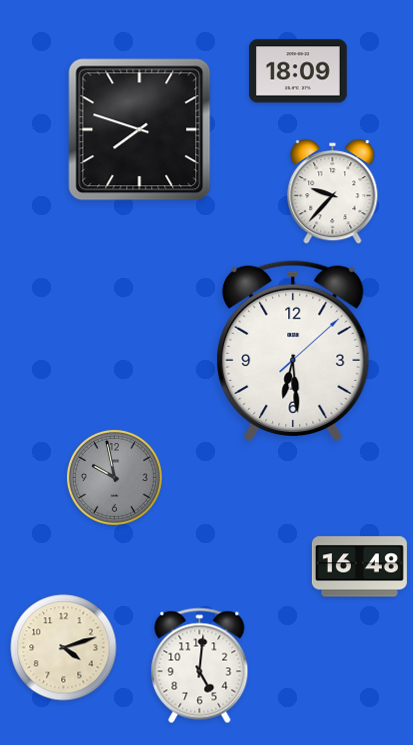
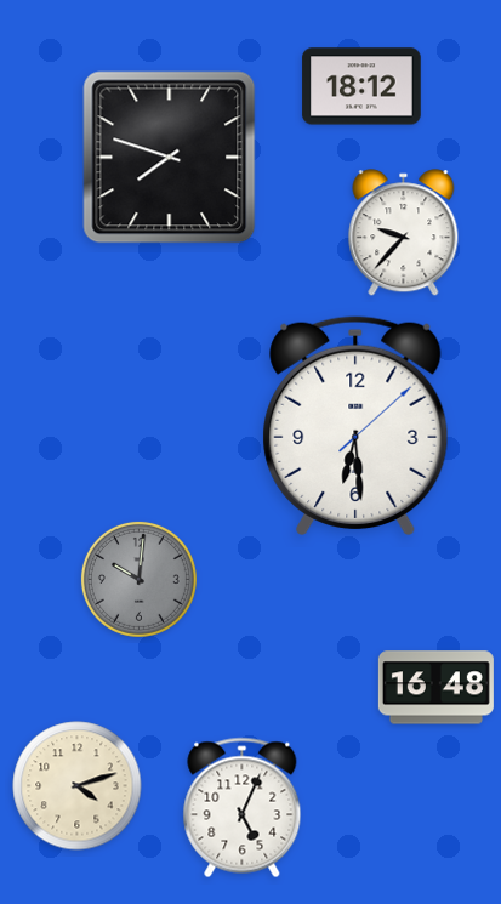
clock at (298, 71): 18:09 -> 18:12
clock at (114, 477): 9:58 -> 10:01
clock at (200, 666): 5:01 -> 5:04
